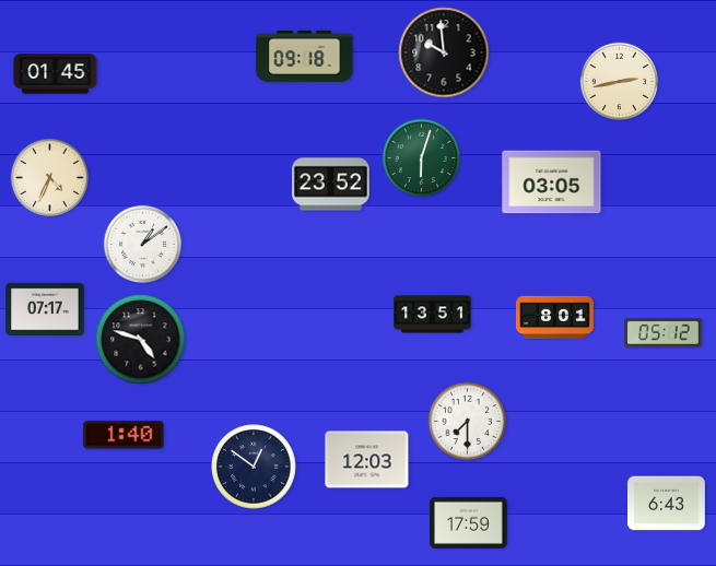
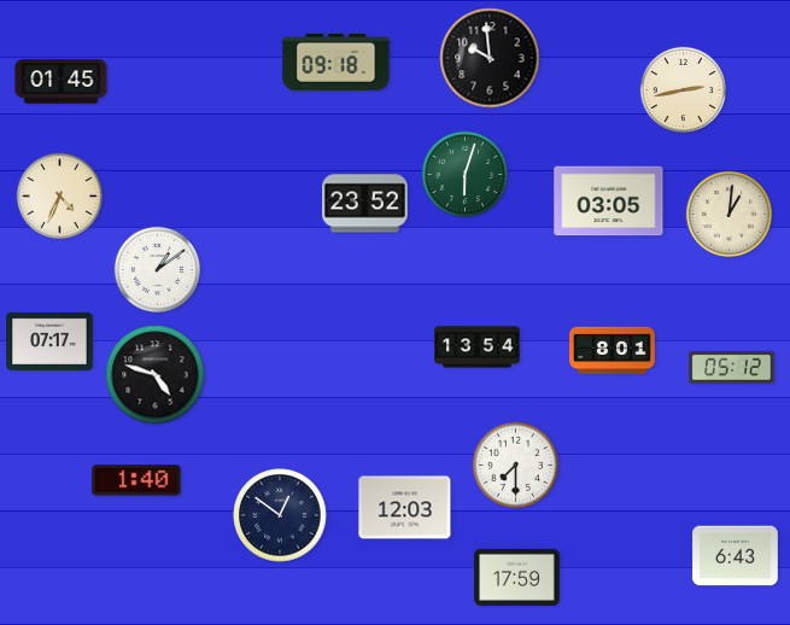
clock at (50, 178) position: (50, 178) -> (60, 197)
clock at (730, 215): none -> 1:01
clock at (433, 315): 13:51 -> 13:54
